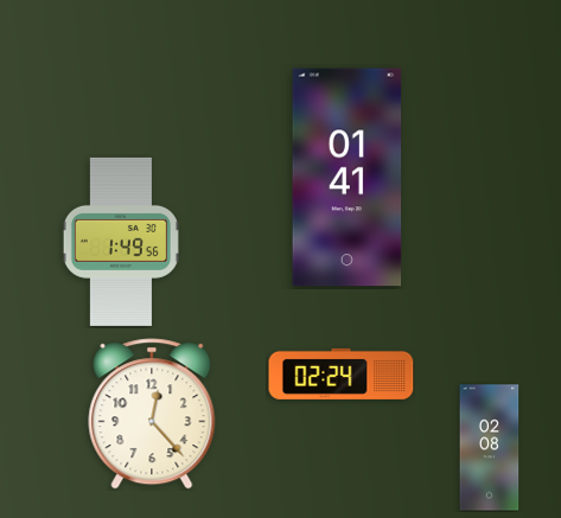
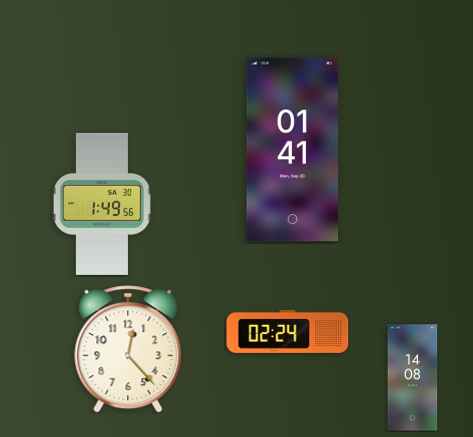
clock at (342, 373) position: (342, 373) -> (288, 331)
clock at (490, 448): 02:08 -> 14:08
